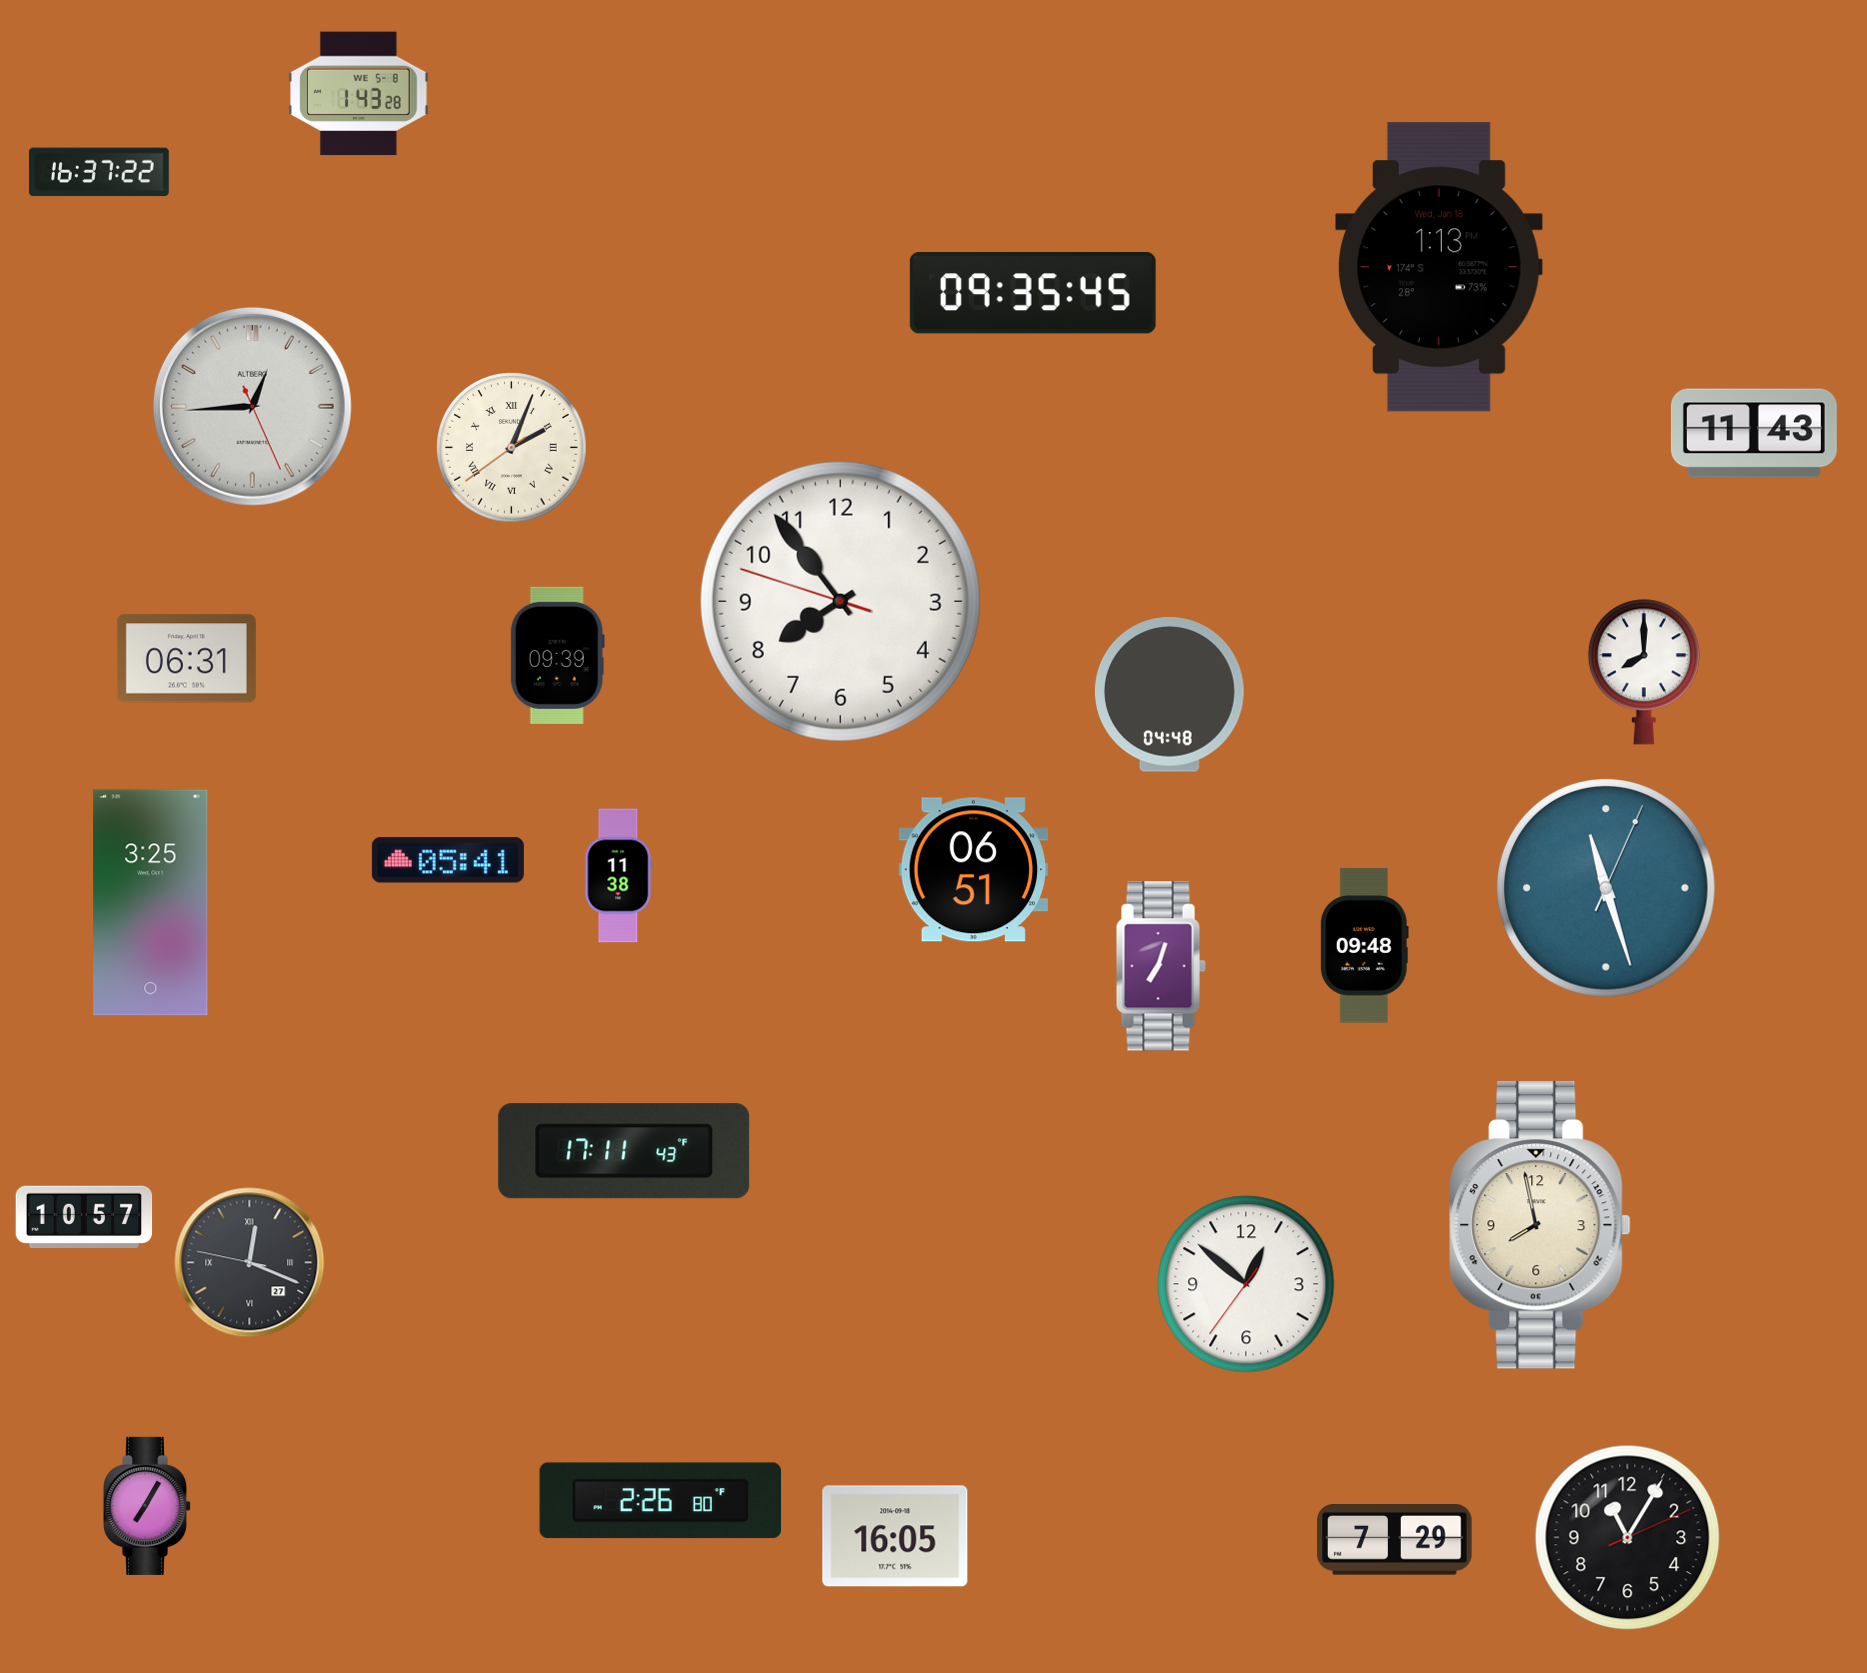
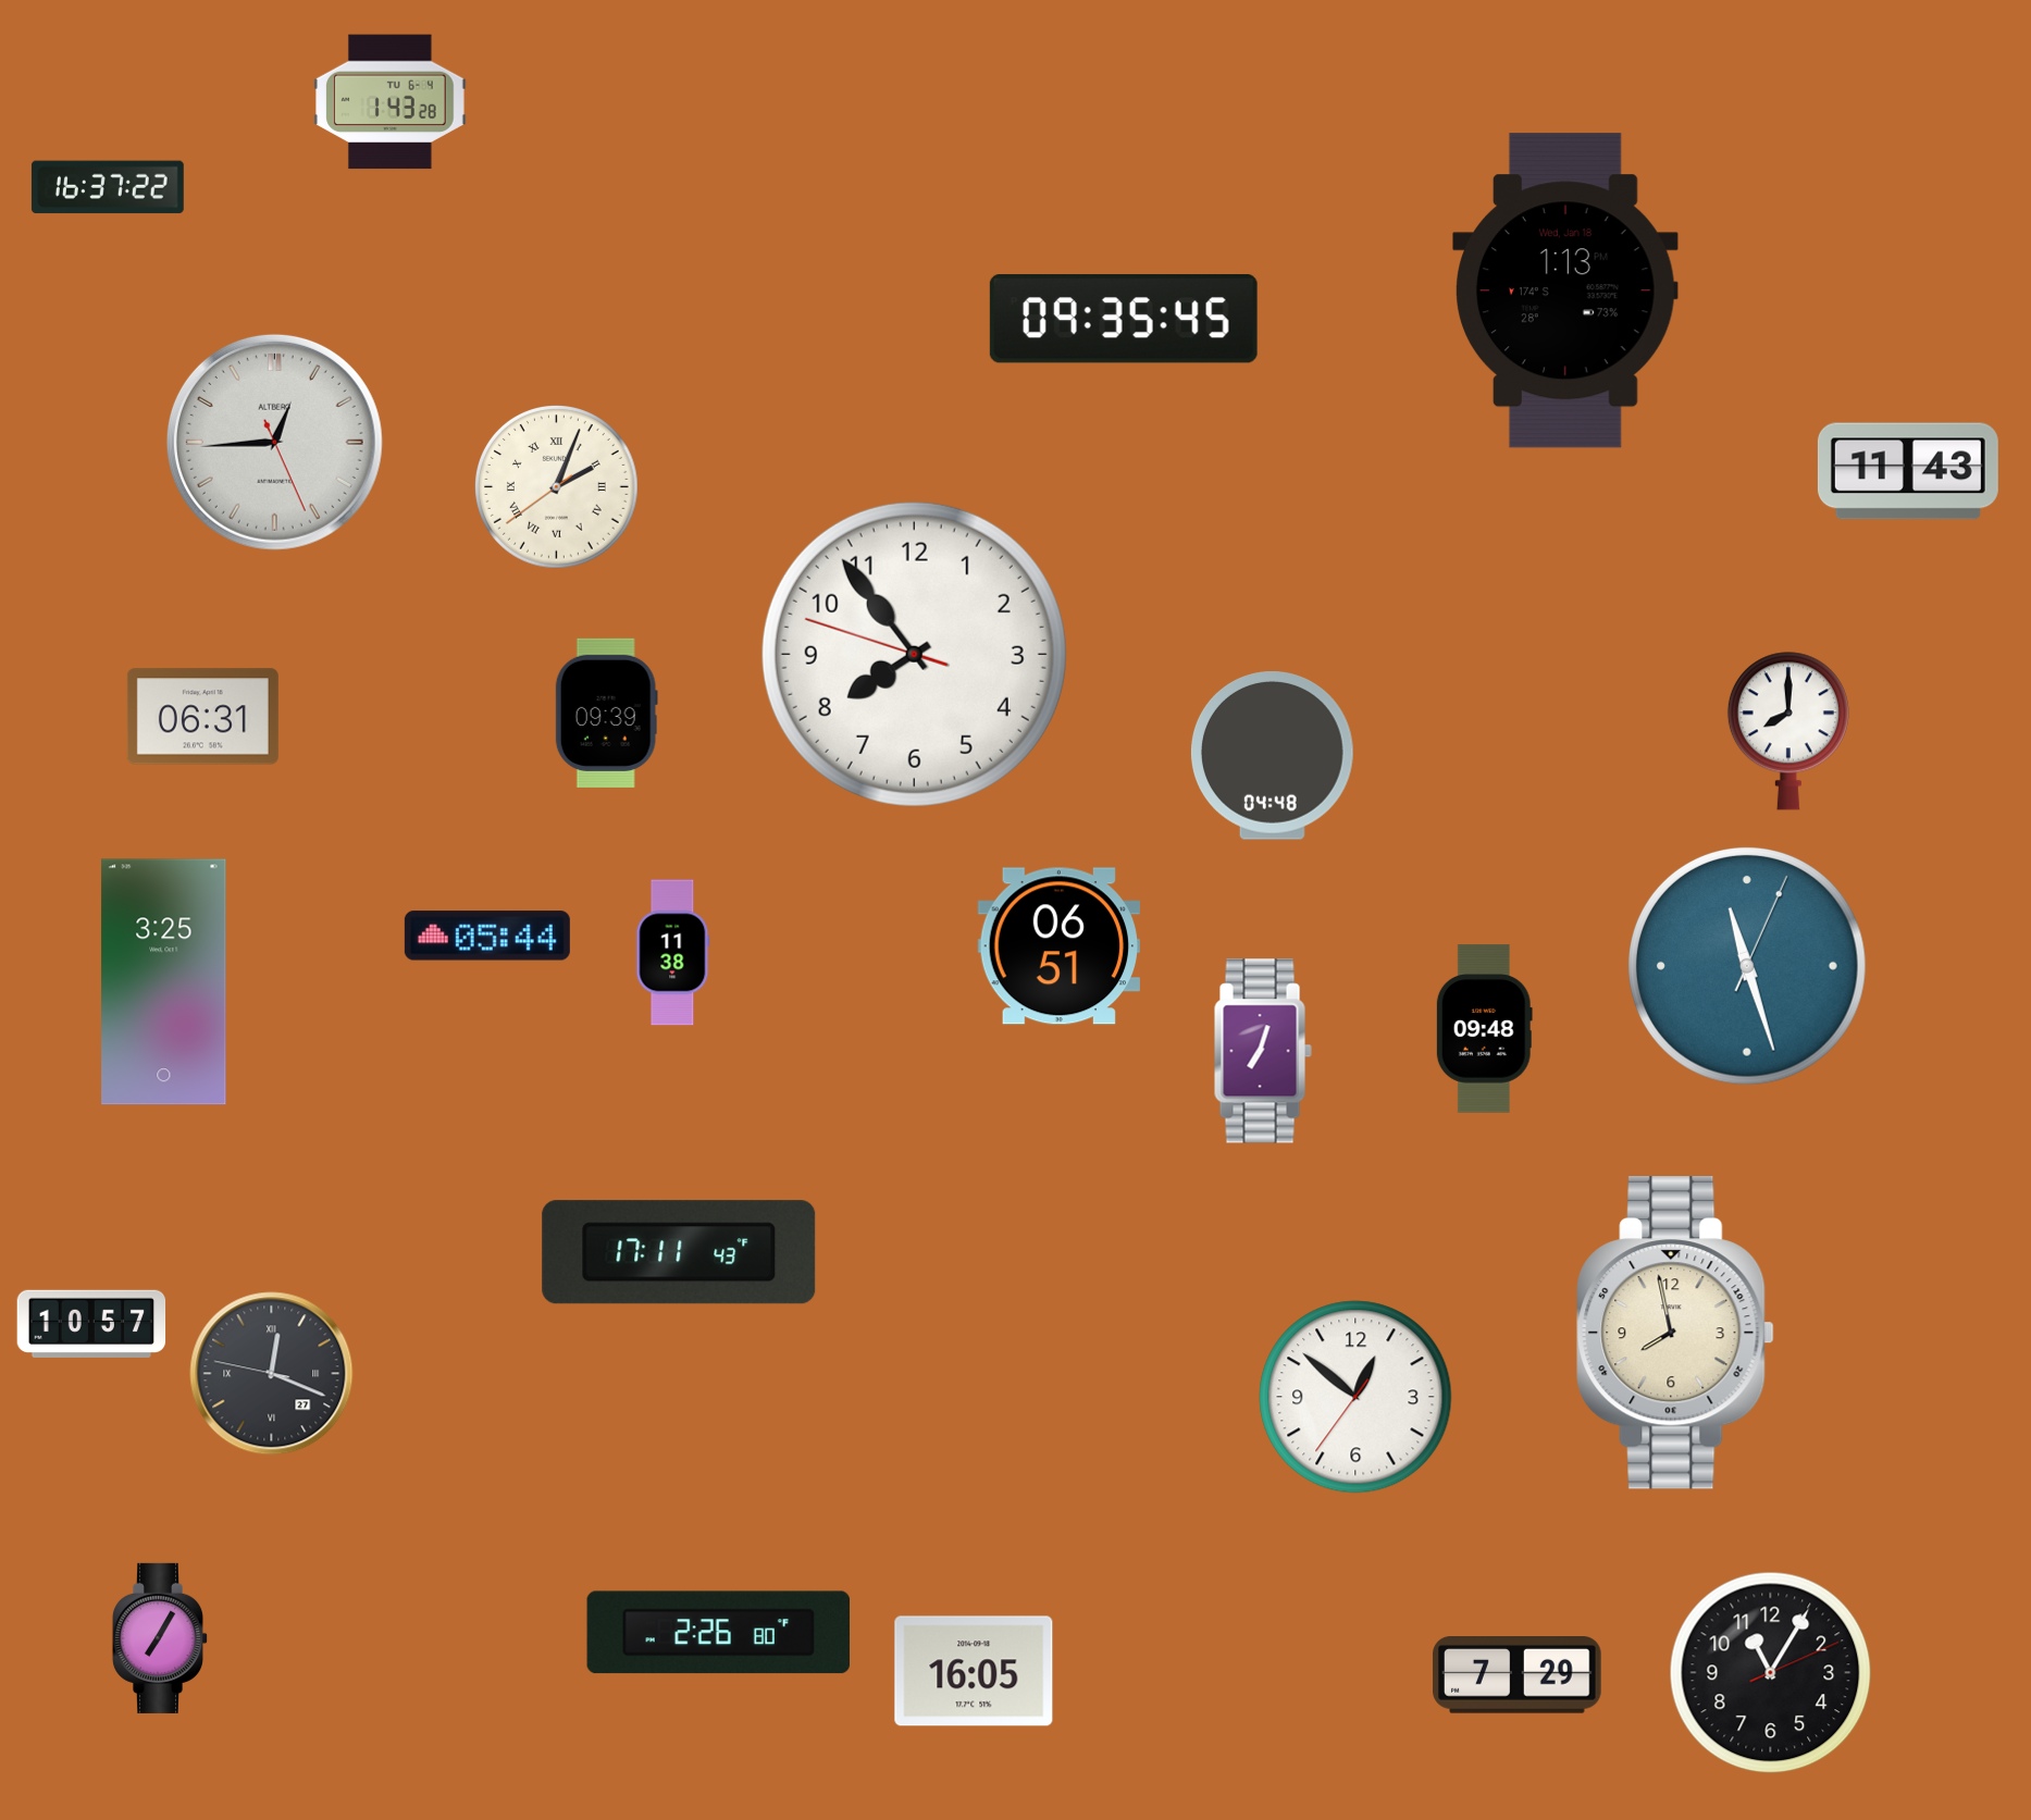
clock at (359, 94) date: WE 5-8 -> TU 6-4
clock at (448, 860): 05:41 -> 05:44
